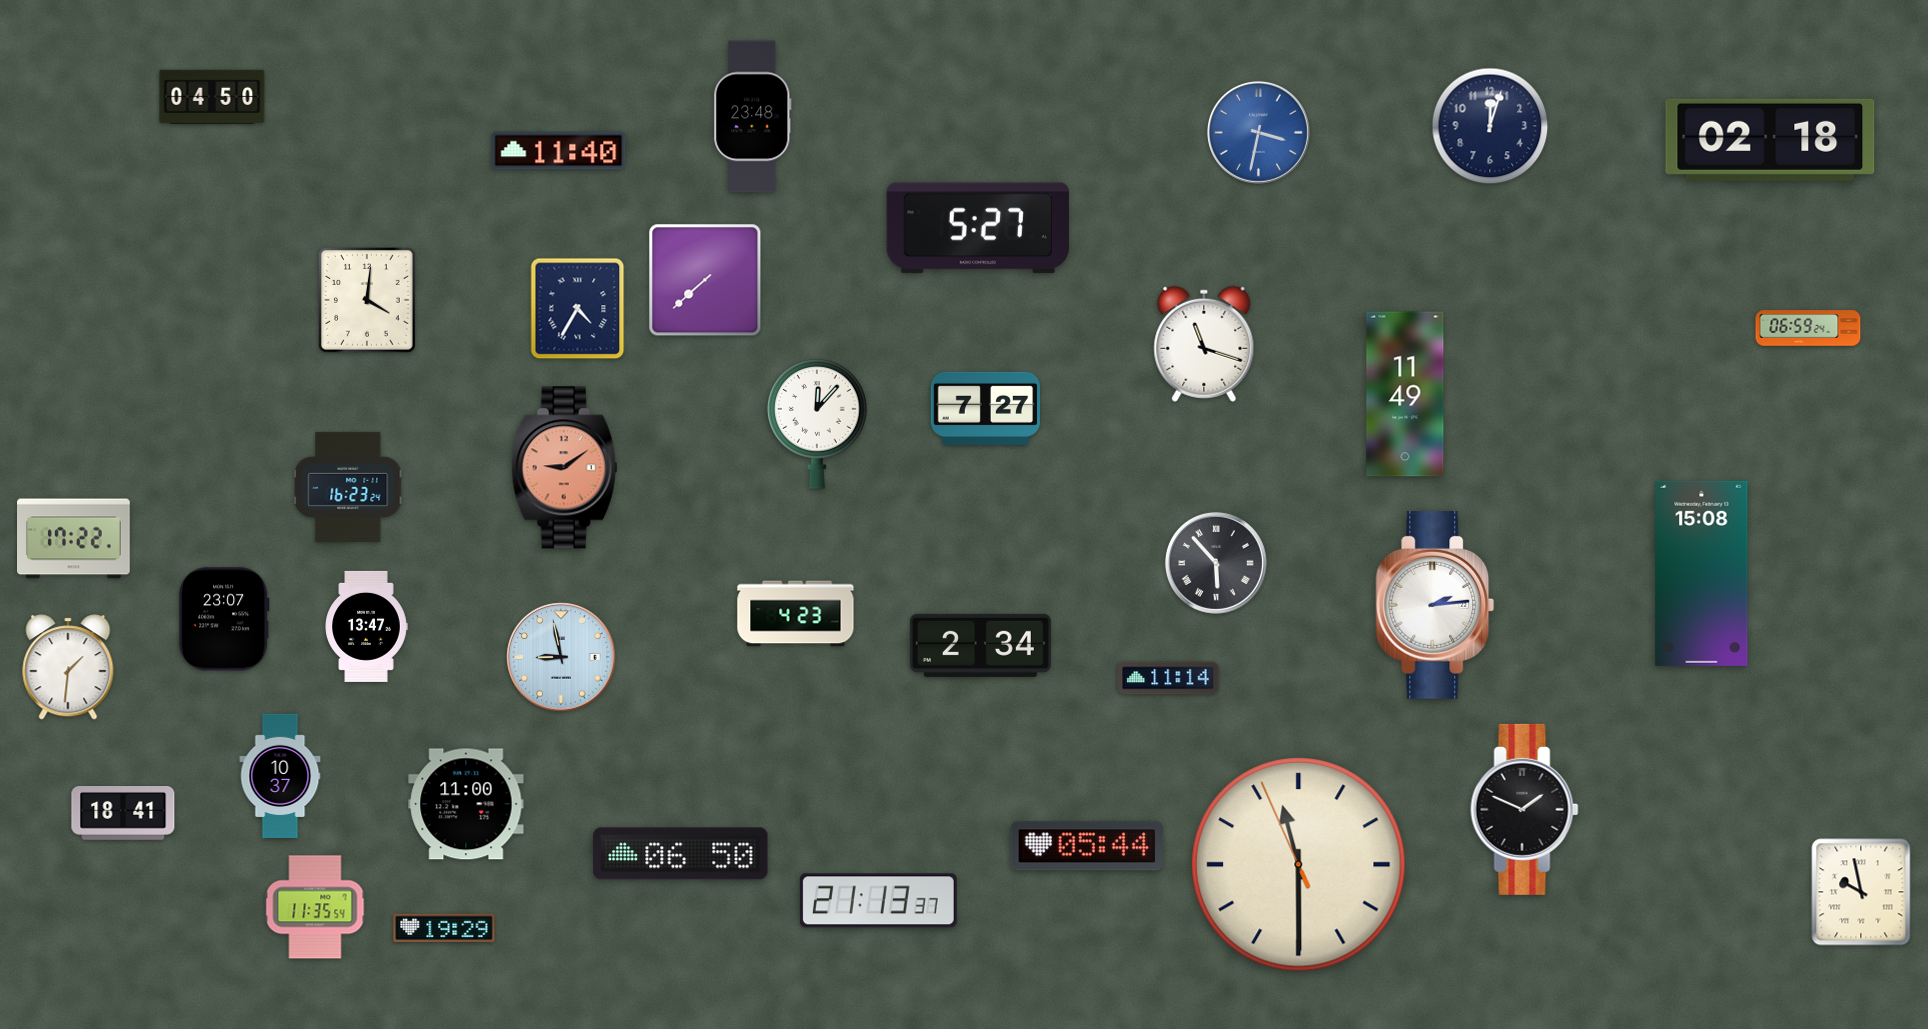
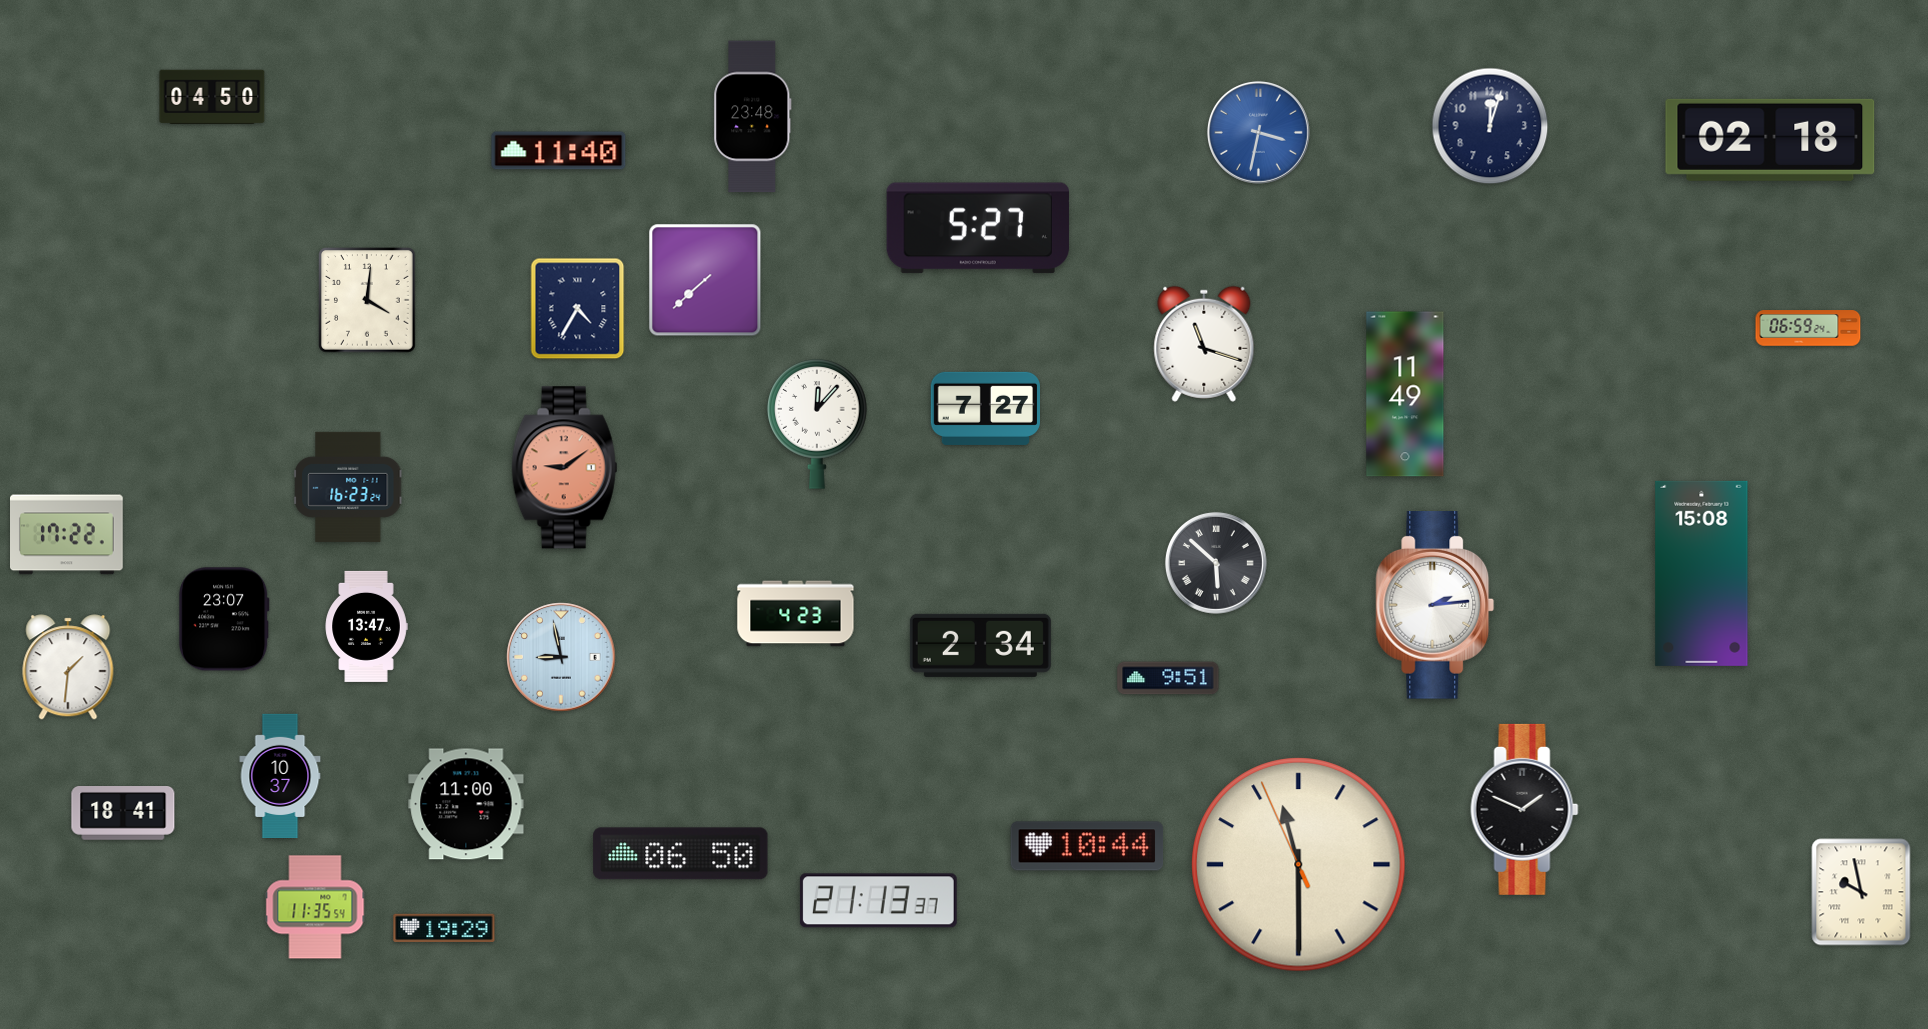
clock at (74, 539) position: (74, 539) -> (67, 535)
clock at (1216, 563): 5:53 -> 5:52
clock at (1168, 678): 11:14 -> 9:51
clock at (1087, 846): 05:44 -> 10:44
